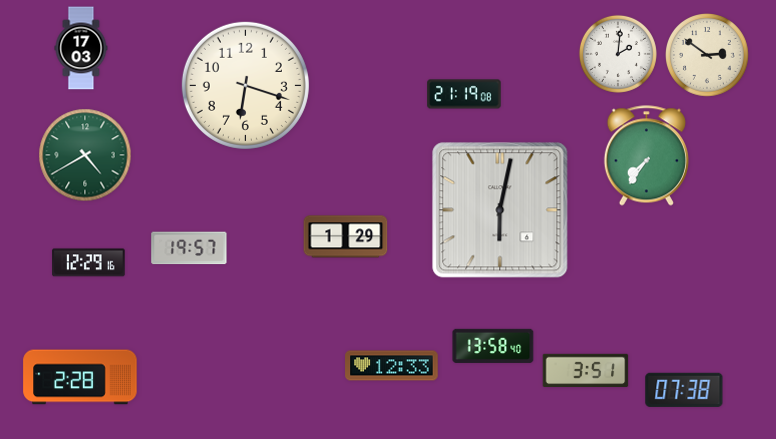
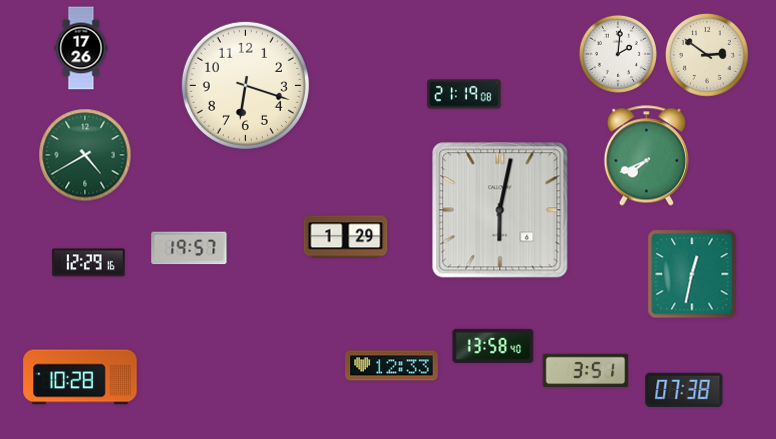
clock at (81, 48): 17:03 -> 17:26
clock at (646, 156): 7:36 -> 7:41
clock at (692, 274): none -> 12:32
clock at (80, 377): 2:28 -> 10:28
